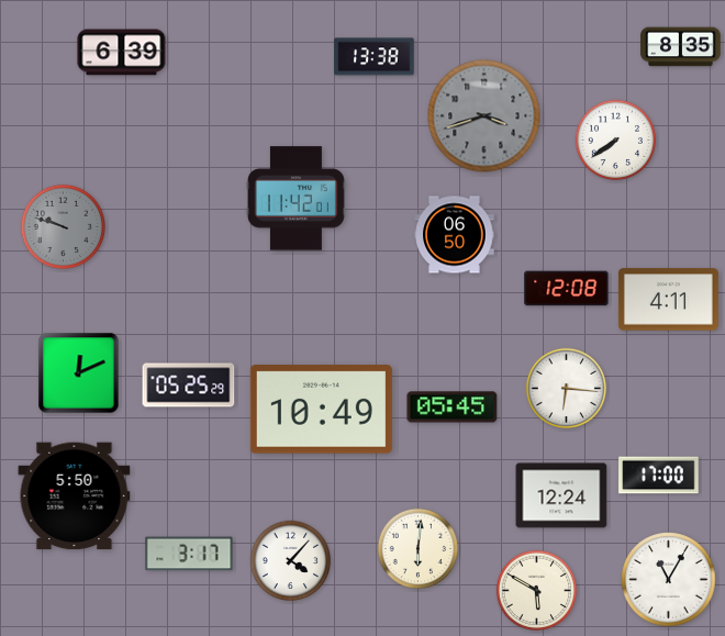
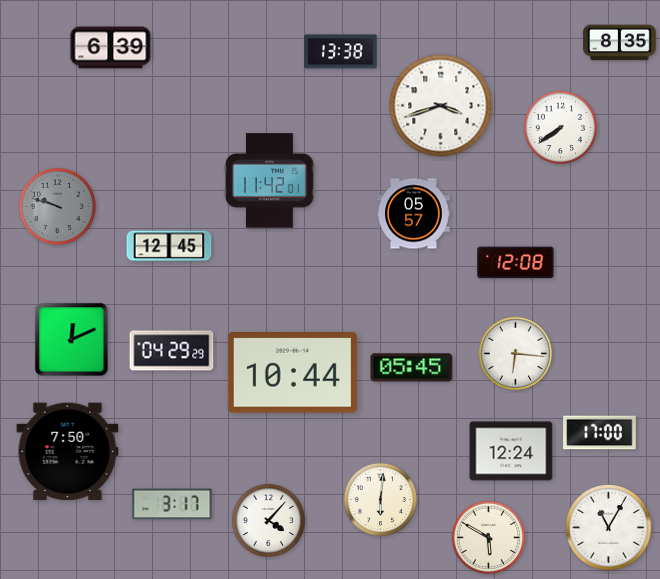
clock at (484, 116) dial: grey -> white
clock at (455, 235): 06:50 -> 05:57
clock at (169, 246): none -> 12:45
clock at (668, 300): 4:11 -> none
clock at (189, 386): 05:25 -> 04:29
clock at (453, 408) position: (453, 408) -> (412, 368)
clock at (321, 410): 10:49 -> 10:44
clock at (75, 496): 5:50 -> 7:50
clock at (291, 561) position: (291, 561) -> (269, 521)
